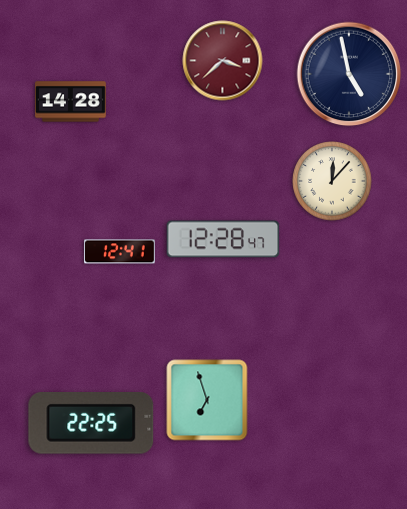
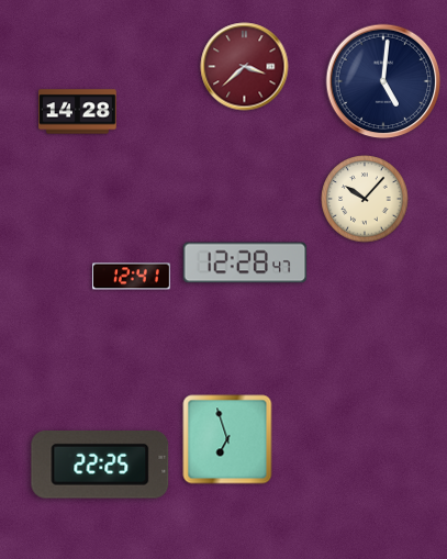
clock at (349, 74): 4:58 -> 5:01
clock at (332, 181): 12:07 -> 10:07
